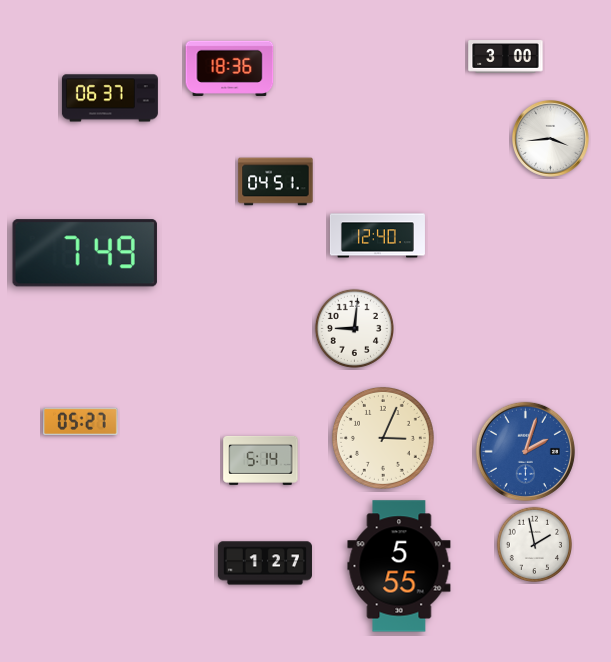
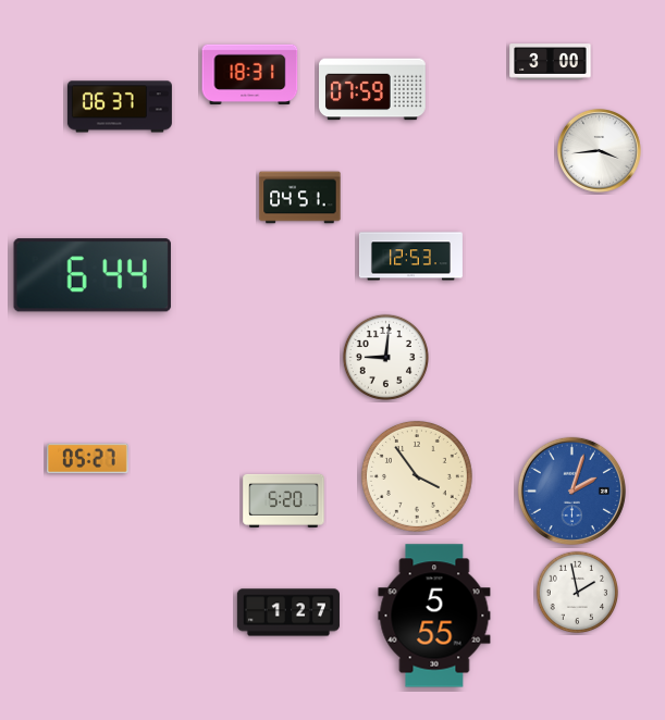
clock at (230, 68): 18:36 -> 18:31
clock at (373, 89): none -> 07:59
clock at (377, 236): 12:40 -> 12:53
clock at (85, 253): 7:49 -> 6:44
clock at (383, 438): 3:04 -> 3:54
clock at (261, 460): 5:14 -> 5:20
clock at (534, 544) position: (534, 544) -> (577, 592)
